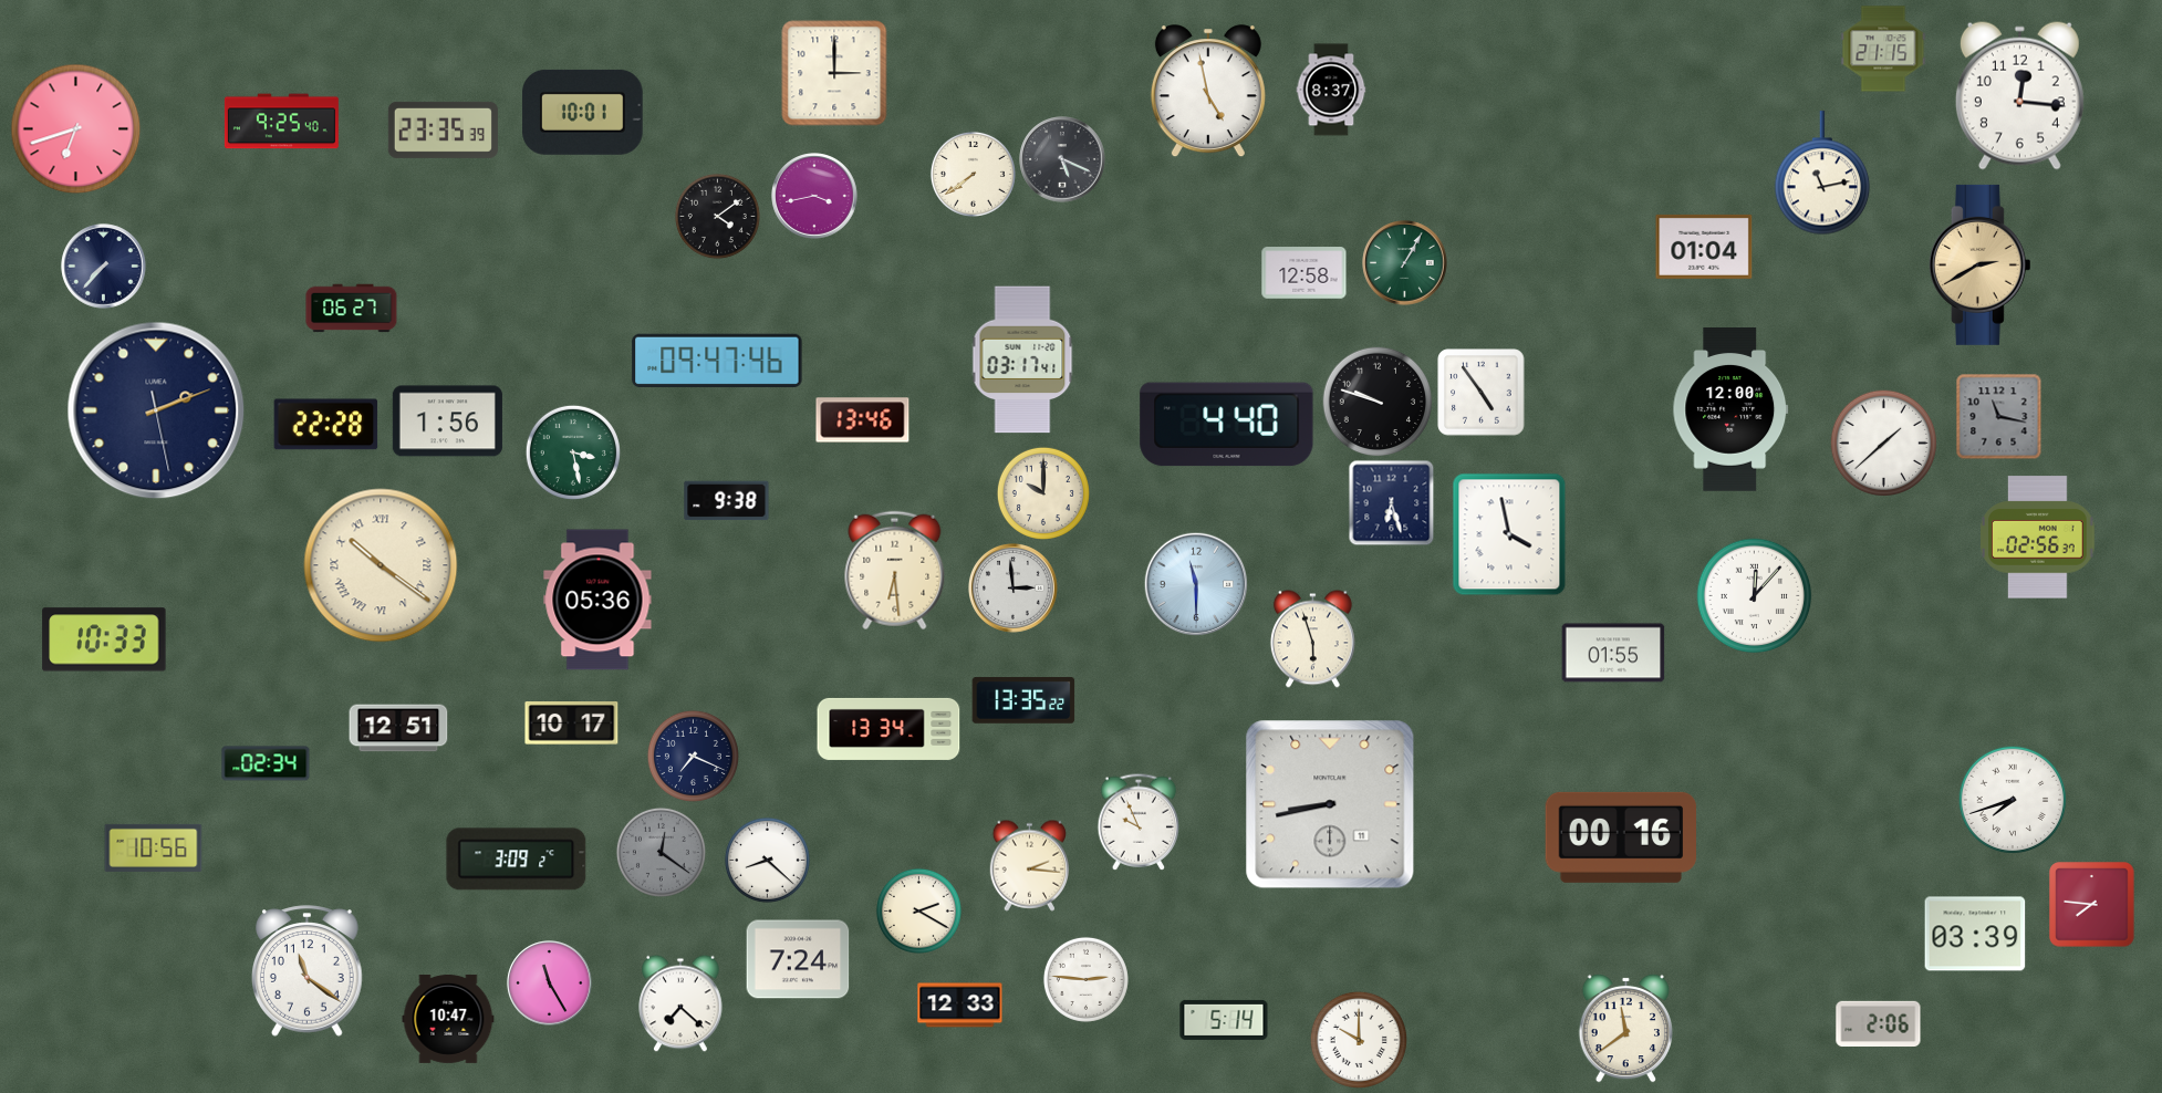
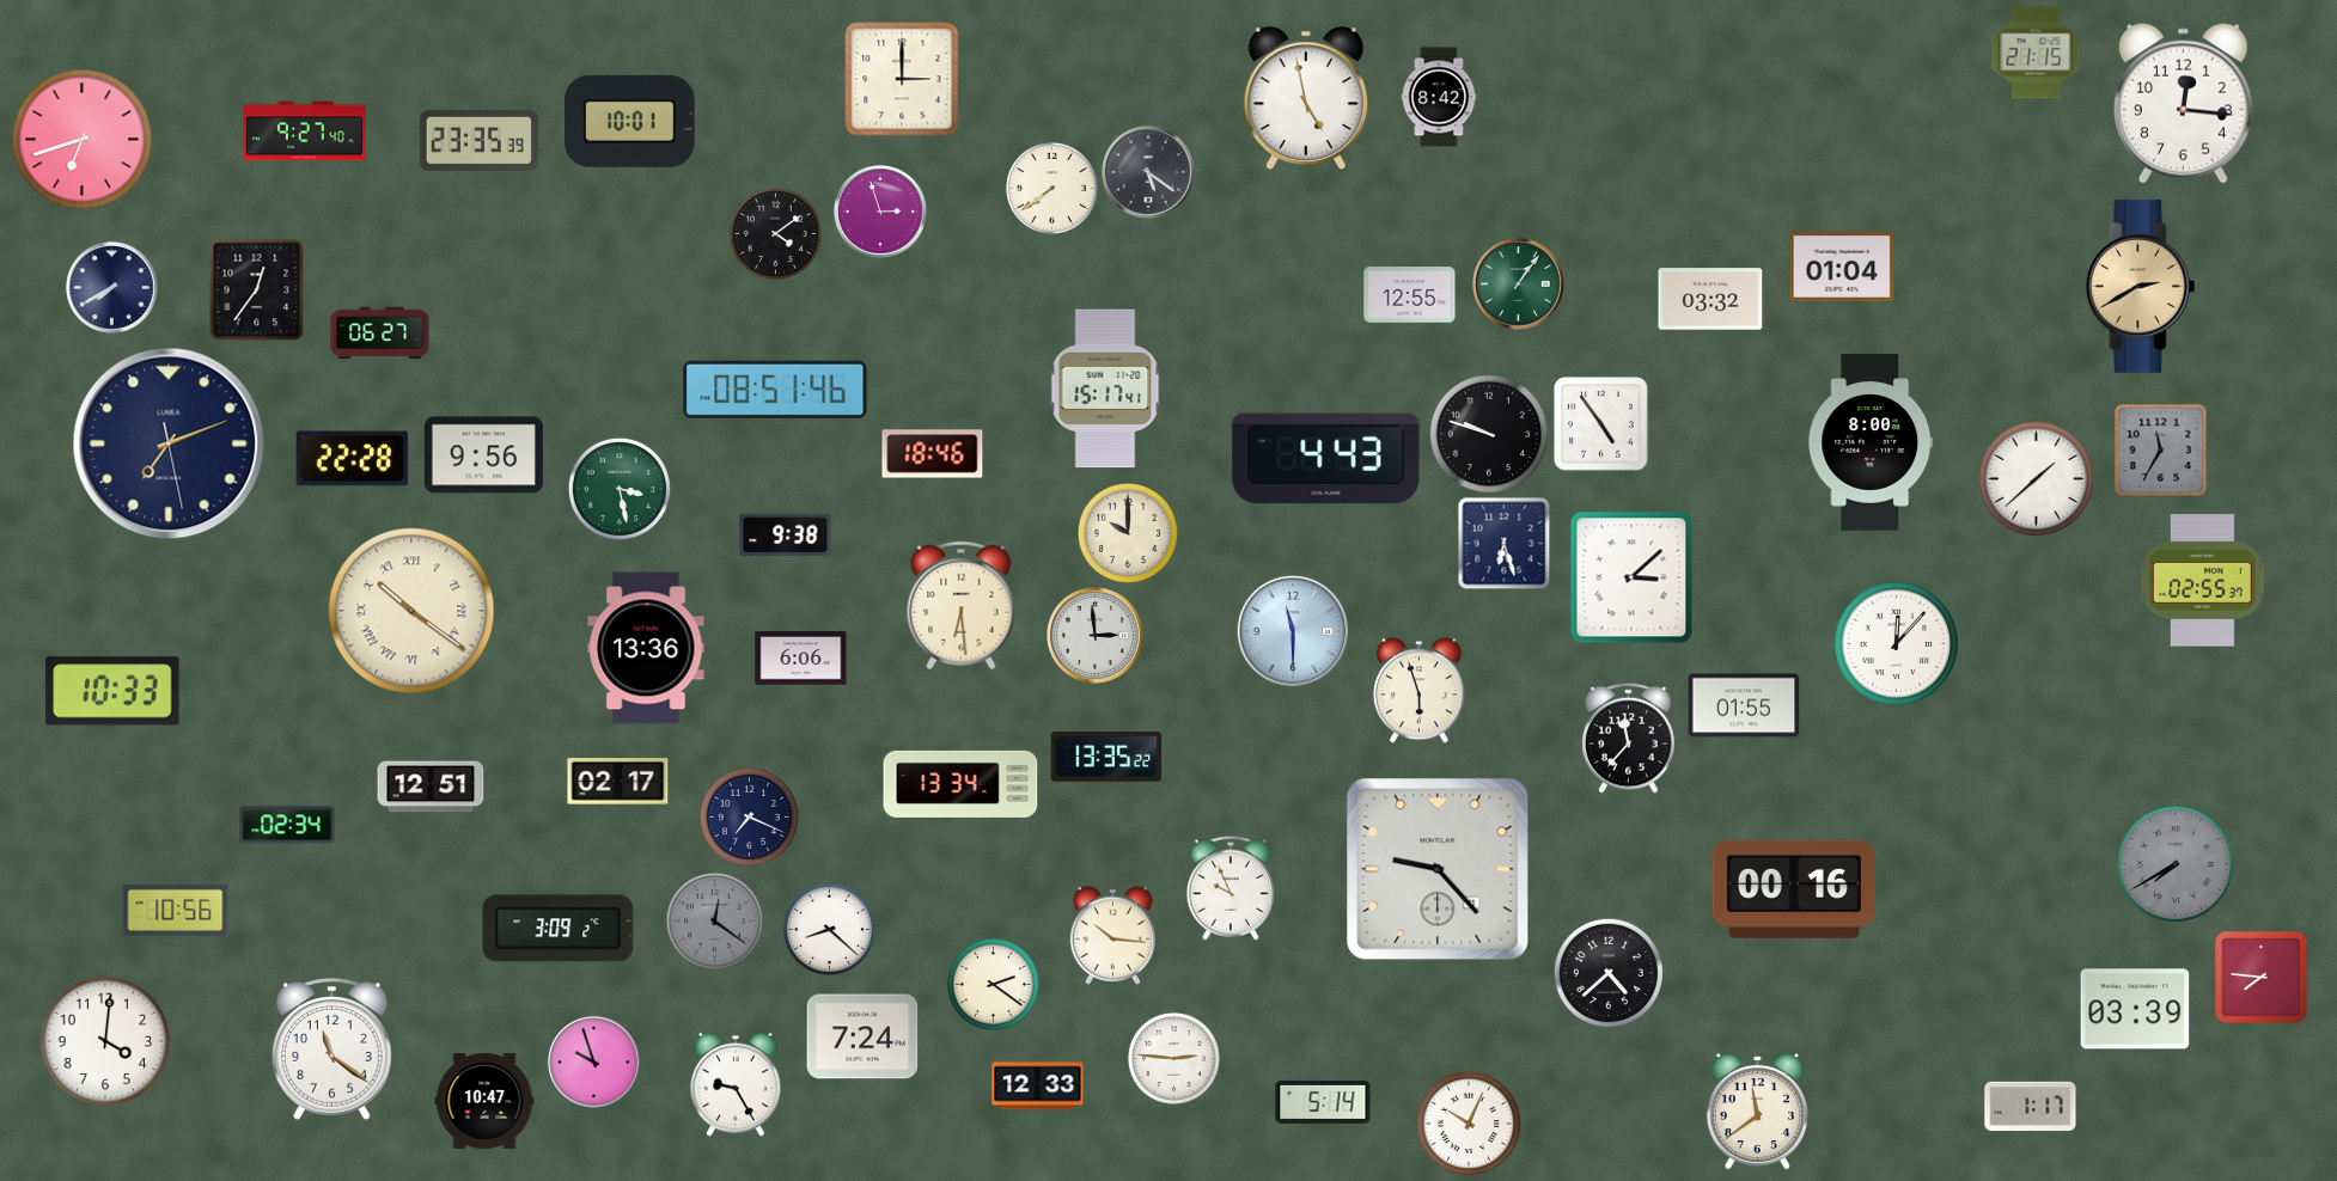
clock at (1331, 90): 8:37 -> 8:42
clock at (281, 122): 9:25 -> 9:27
clock at (1062, 159): 5:19 -> 5:21
clock at (1822, 174): 11:13 -> none
clock at (814, 196): 3:43 -> 2:57
clock at (1405, 263): 1:05 -> 1:06
clock at (104, 267): 7:37 -> 7:40
clock at (257, 289): none -> 12:36
clock at (1305, 273): 12:58 -> 12:55
clock at (1710, 299): none -> 03:32
clock at (717, 360): 09:47 -> 08:51
clock at (1022, 360): 03:17 -> 15:17
clock at (156, 410): 2:11 -> 7:11
clock at (1730, 410): 12:00 -> 8:00
clock at (1998, 416): 11:17 -> 11:35
clock at (863, 420): 13:46 -> 18:46
clock at (447, 421): 1:56 -> 9:56
clock at (1227, 425): 4:40 -> 4:43
clock at (727, 501) position: (727, 501) -> (786, 536)
clock at (1509, 534): 3:58 -> 3:08
clock at (2038, 538): 02:56 -> 02:55
clock at (895, 571) position: (895, 571) -> (962, 606)
clock at (597, 600): 05:36 -> 13:36
clock at (801, 659): none -> 6:06
clock at (1629, 738): none -> 11:37
clock at (572, 724): 10:17 -> 02:17
clock at (888, 729) position: (888, 729) -> (960, 784)
clock at (2013, 800): 7:42 -> 7:40
clock at (2013, 800) dial: white -> grey
clock at (1330, 804): 8:43 -> 9:23
clock at (1620, 837) position: (1620, 837) -> (1793, 889)
clock at (154, 847) position: (154, 847) -> (176, 910)
clock at (1029, 865): 2:16 -> 10:16
clock at (1607, 972): none -> 4:38
clock at (918, 910): 2:20 -> 2:21
clock at (105, 1041): none -> 4:01
clock at (550, 983): 11:25 -> 9:57
clock at (680, 1003): 7:22 -> 9:25
clock at (1879, 1023): 2:06 -> 1:17
clock at (1359, 1040): 10:00 -> 10:04
